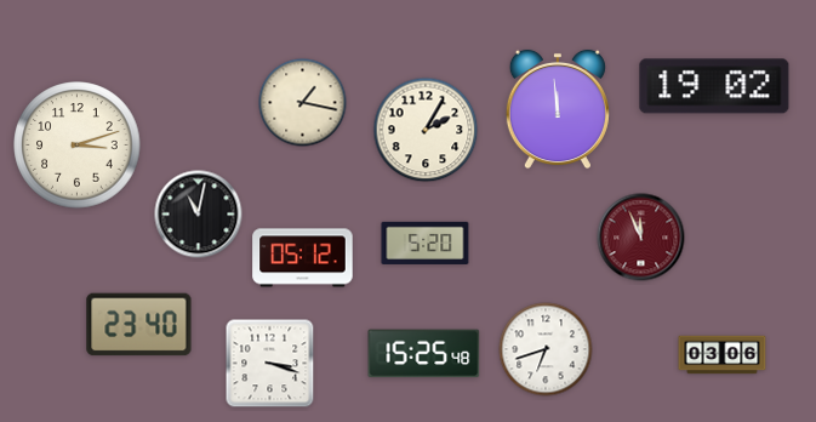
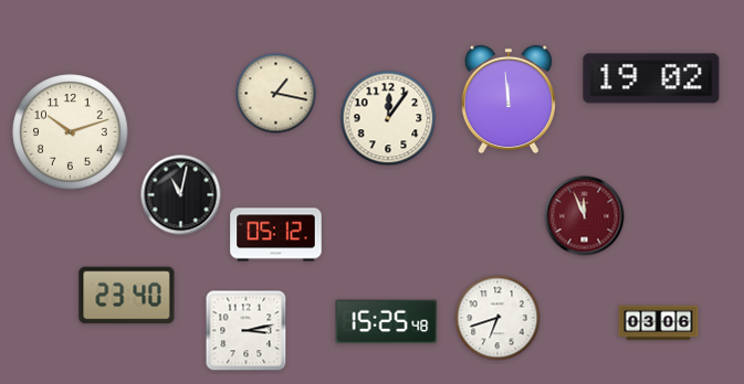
clock at (426, 130): 2:05 -> 12:06
clock at (78, 146): 3:12 -> 10:12
clock at (426, 243): 5:20 -> none
clock at (270, 364): 3:18 -> 3:13
